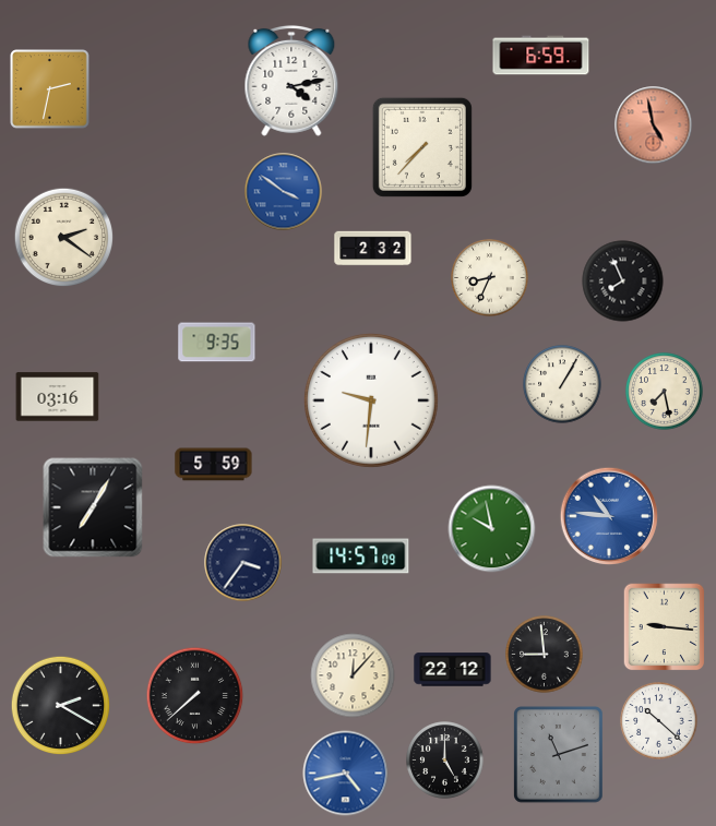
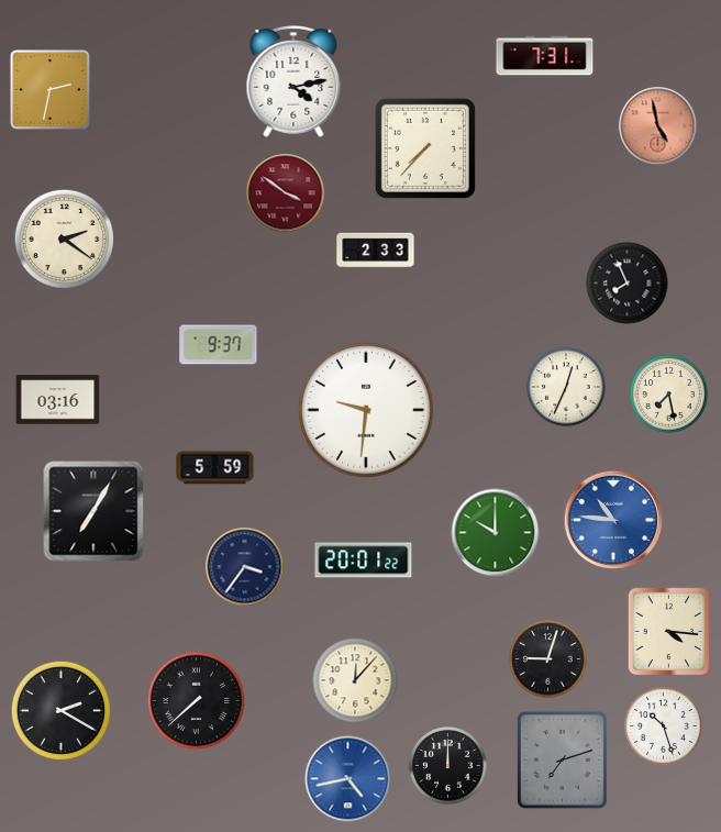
clock at (541, 56): 6:59 -> 7:31
clock at (284, 192) dial: blue -> burgundy
clock at (373, 249): 2:32 -> 2:33
clock at (490, 278): 8:34 -> none
clock at (217, 343): 9:35 -> 9:37
clock at (562, 384): 1:05 -> 12:34
clock at (371, 400) position: (371, 400) -> (366, 410)
clock at (492, 529): 9:58 -> 10:00
clock at (361, 556): 14:57 -> 20:01
clock at (665, 627): 9:16 -> 4:16
clock at (545, 655): 8:59 -> 9:03
clock at (453, 670): 22:12 -> none
clock at (659, 721): 10:22 -> 10:27
clock at (559, 755): 11:12 -> 7:12
clock at (445, 761): 5:00 -> 12:00
